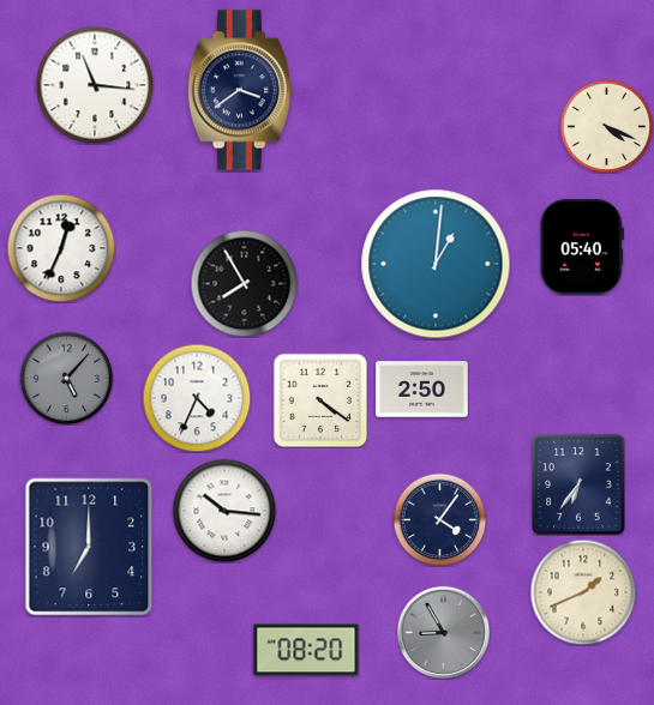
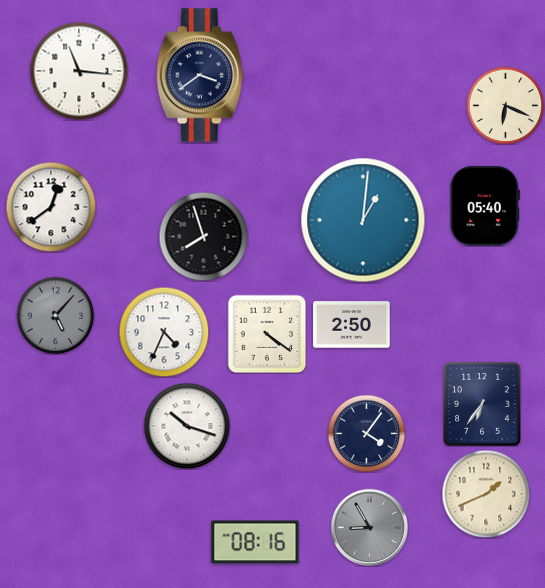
clock at (606, 126): 4:19 -> 6:19
clock at (61, 248): 12:34 -> 12:39
clock at (244, 283): 7:55 -> 7:57
clock at (224, 511): 10:16 -> 10:18
clock at (89, 547): 7:00 -> none
clock at (306, 650): 08:20 -> 08:16
